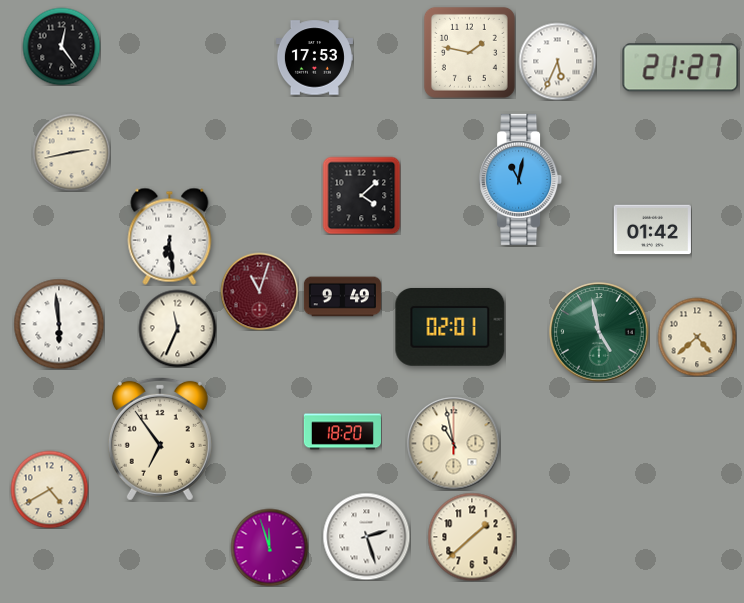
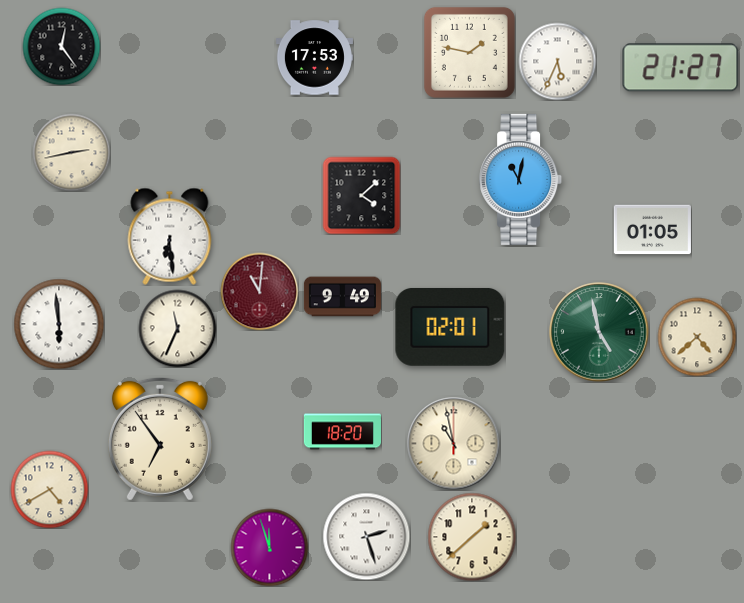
clock at (652, 230): 01:42 -> 01:05
clock at (259, 291): 11:03 -> 11:01
